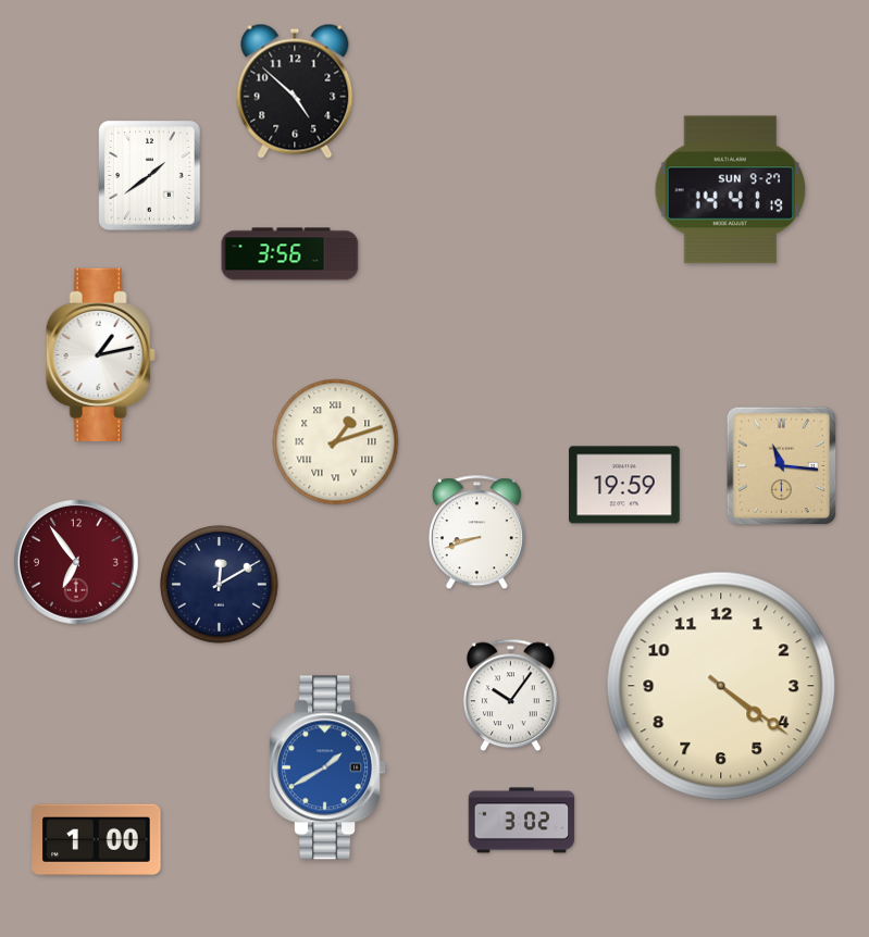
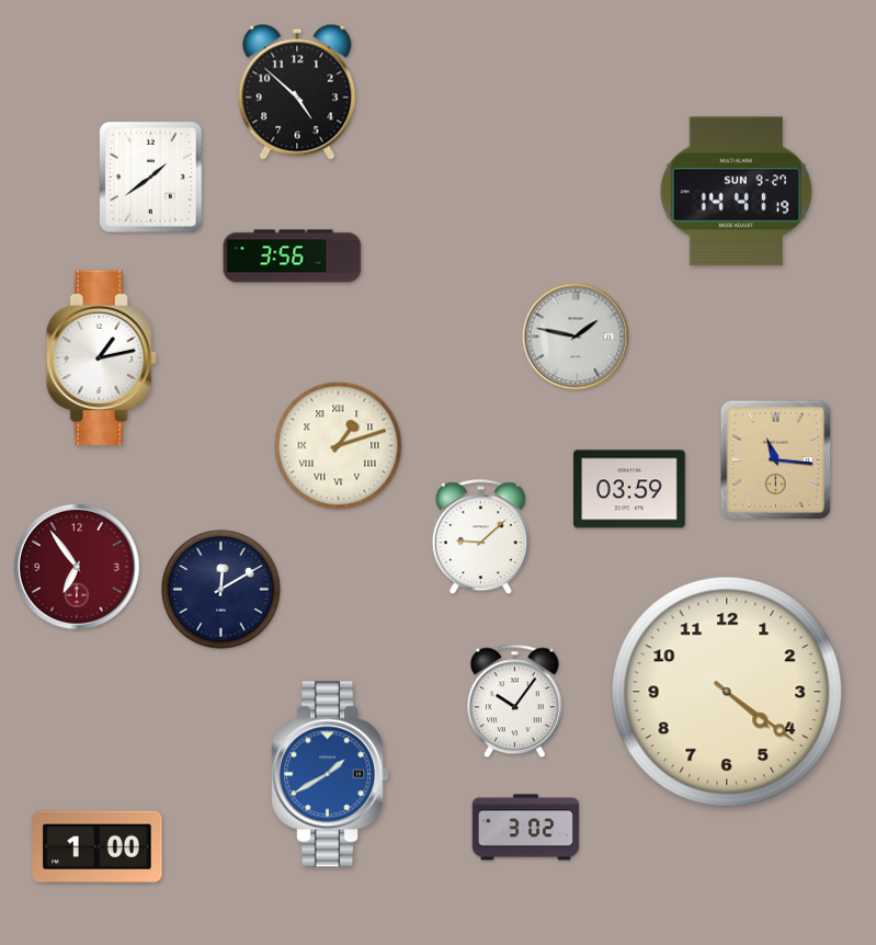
clock at (576, 337): none -> 1:47
clock at (782, 466) position: (782, 466) -> (776, 460)
clock at (625, 485): 19:59 -> 03:59
clock at (476, 533): 8:42 -> 9:08
